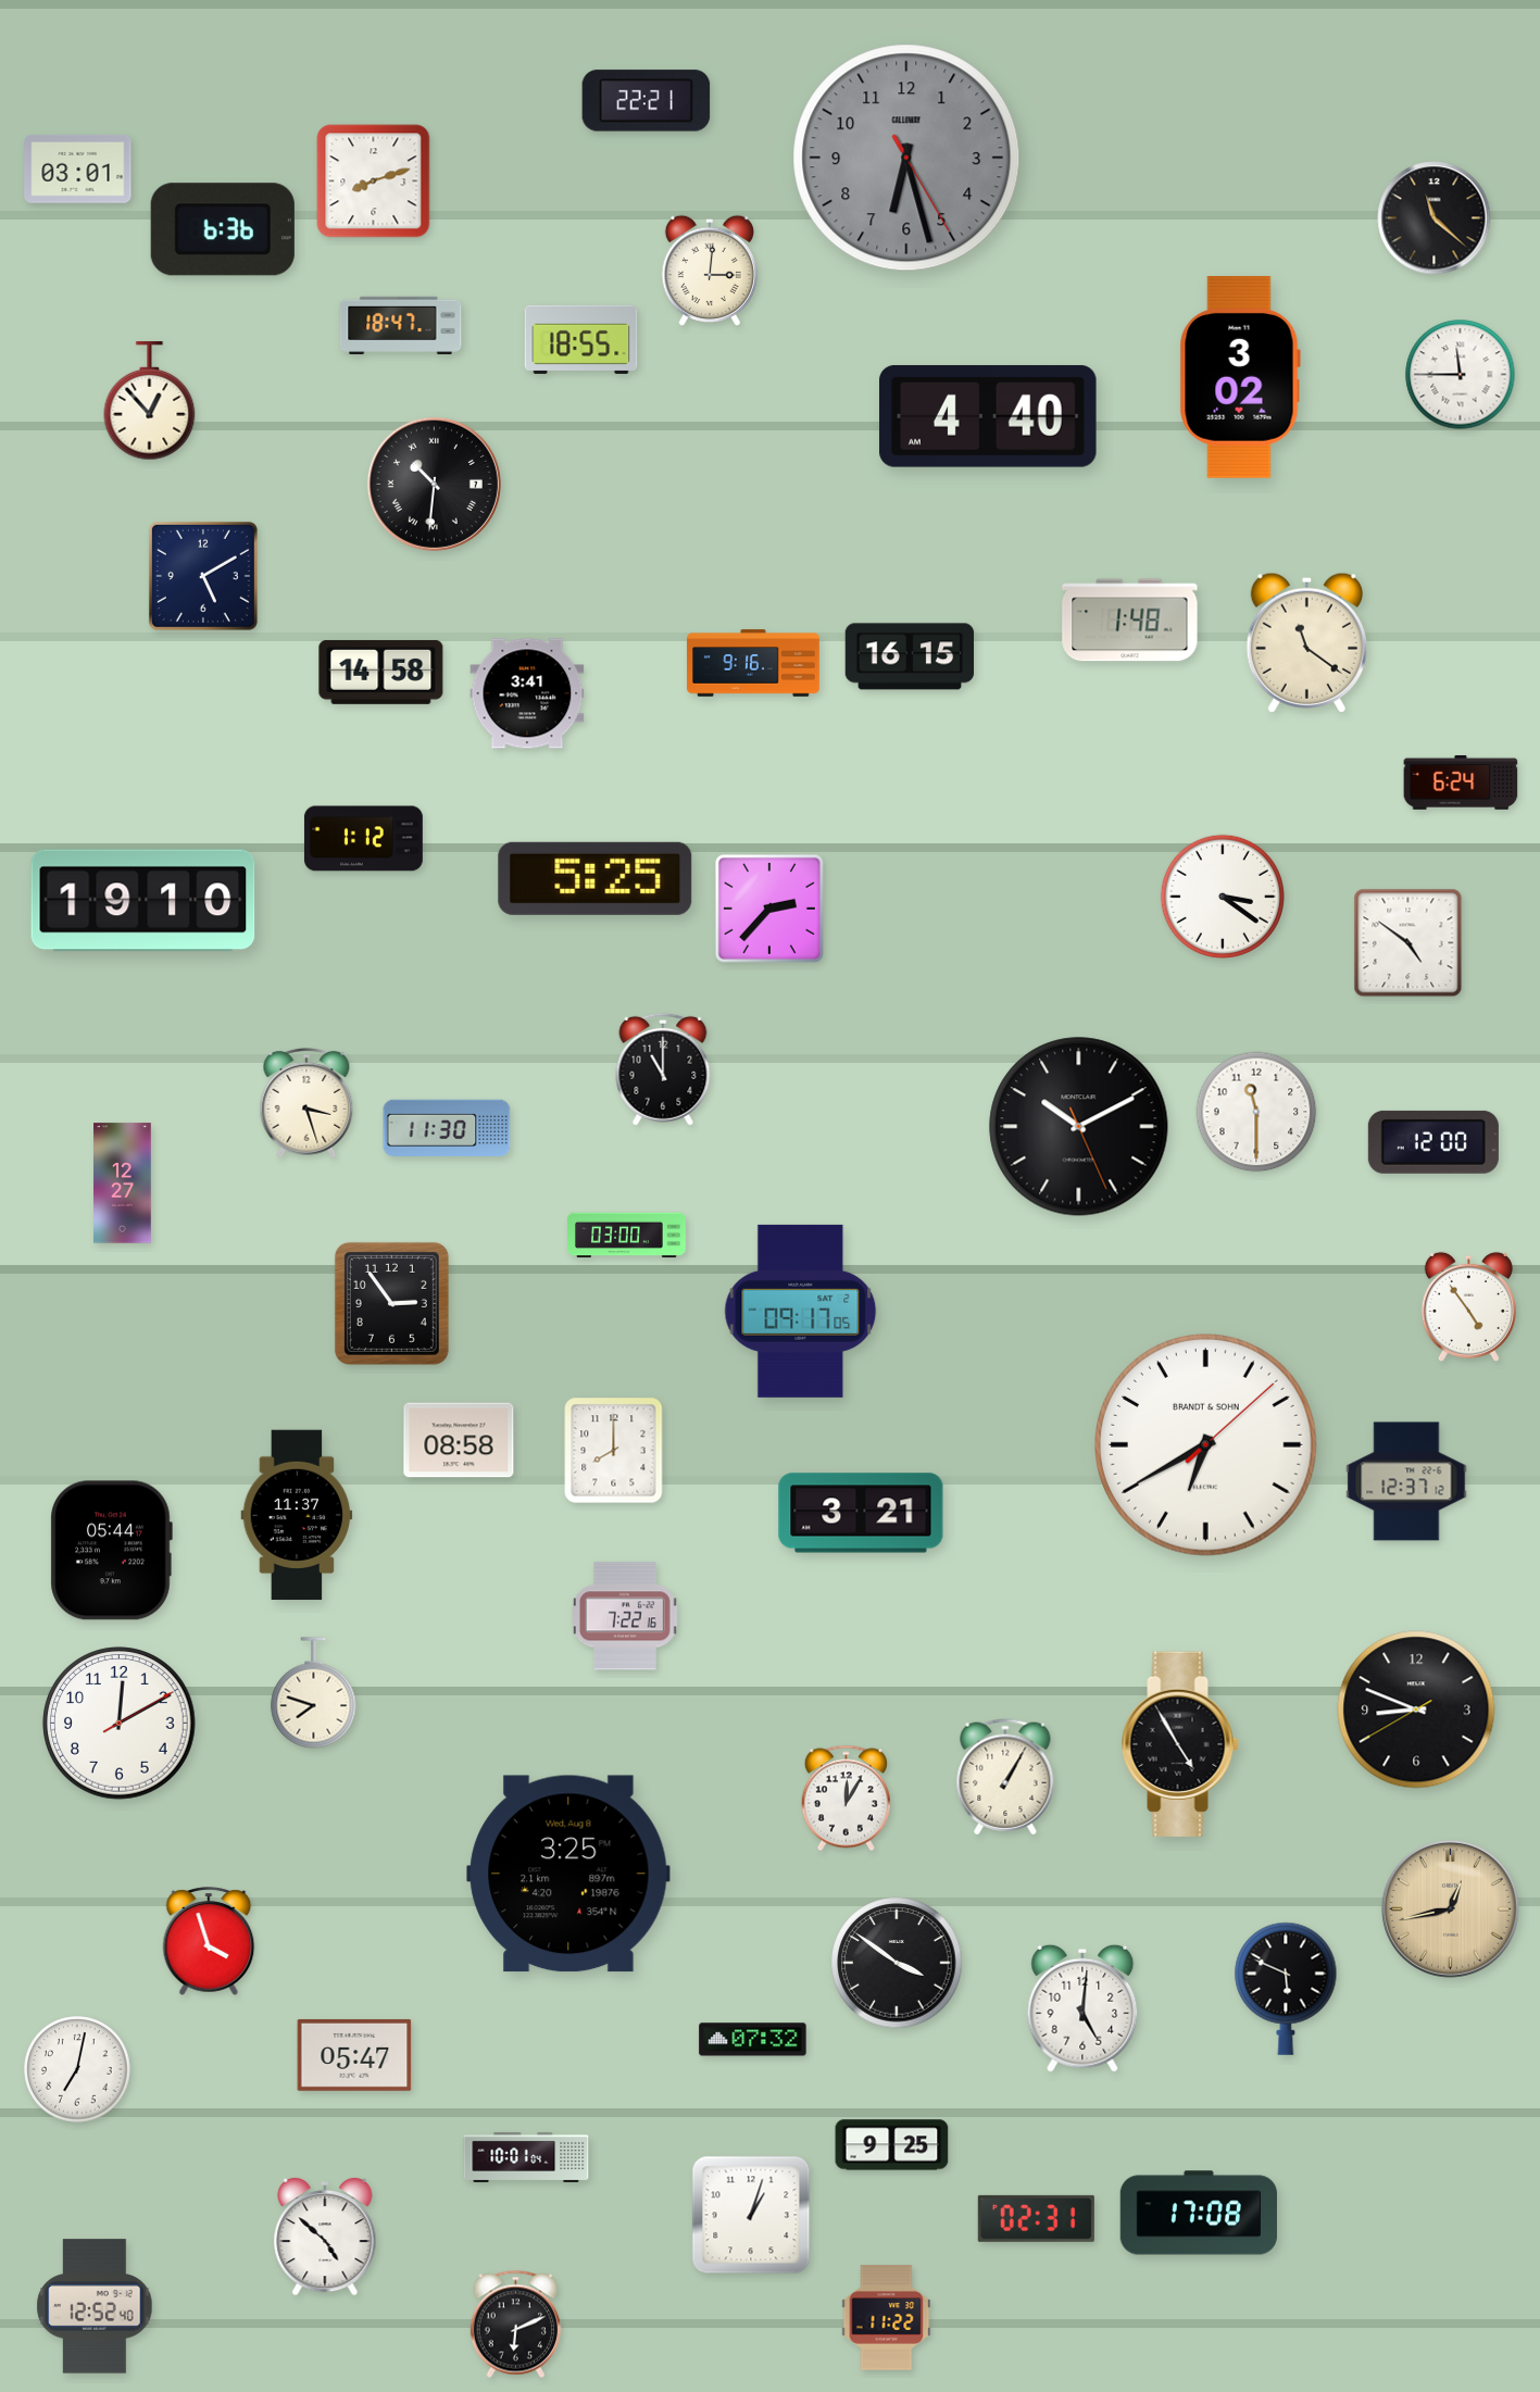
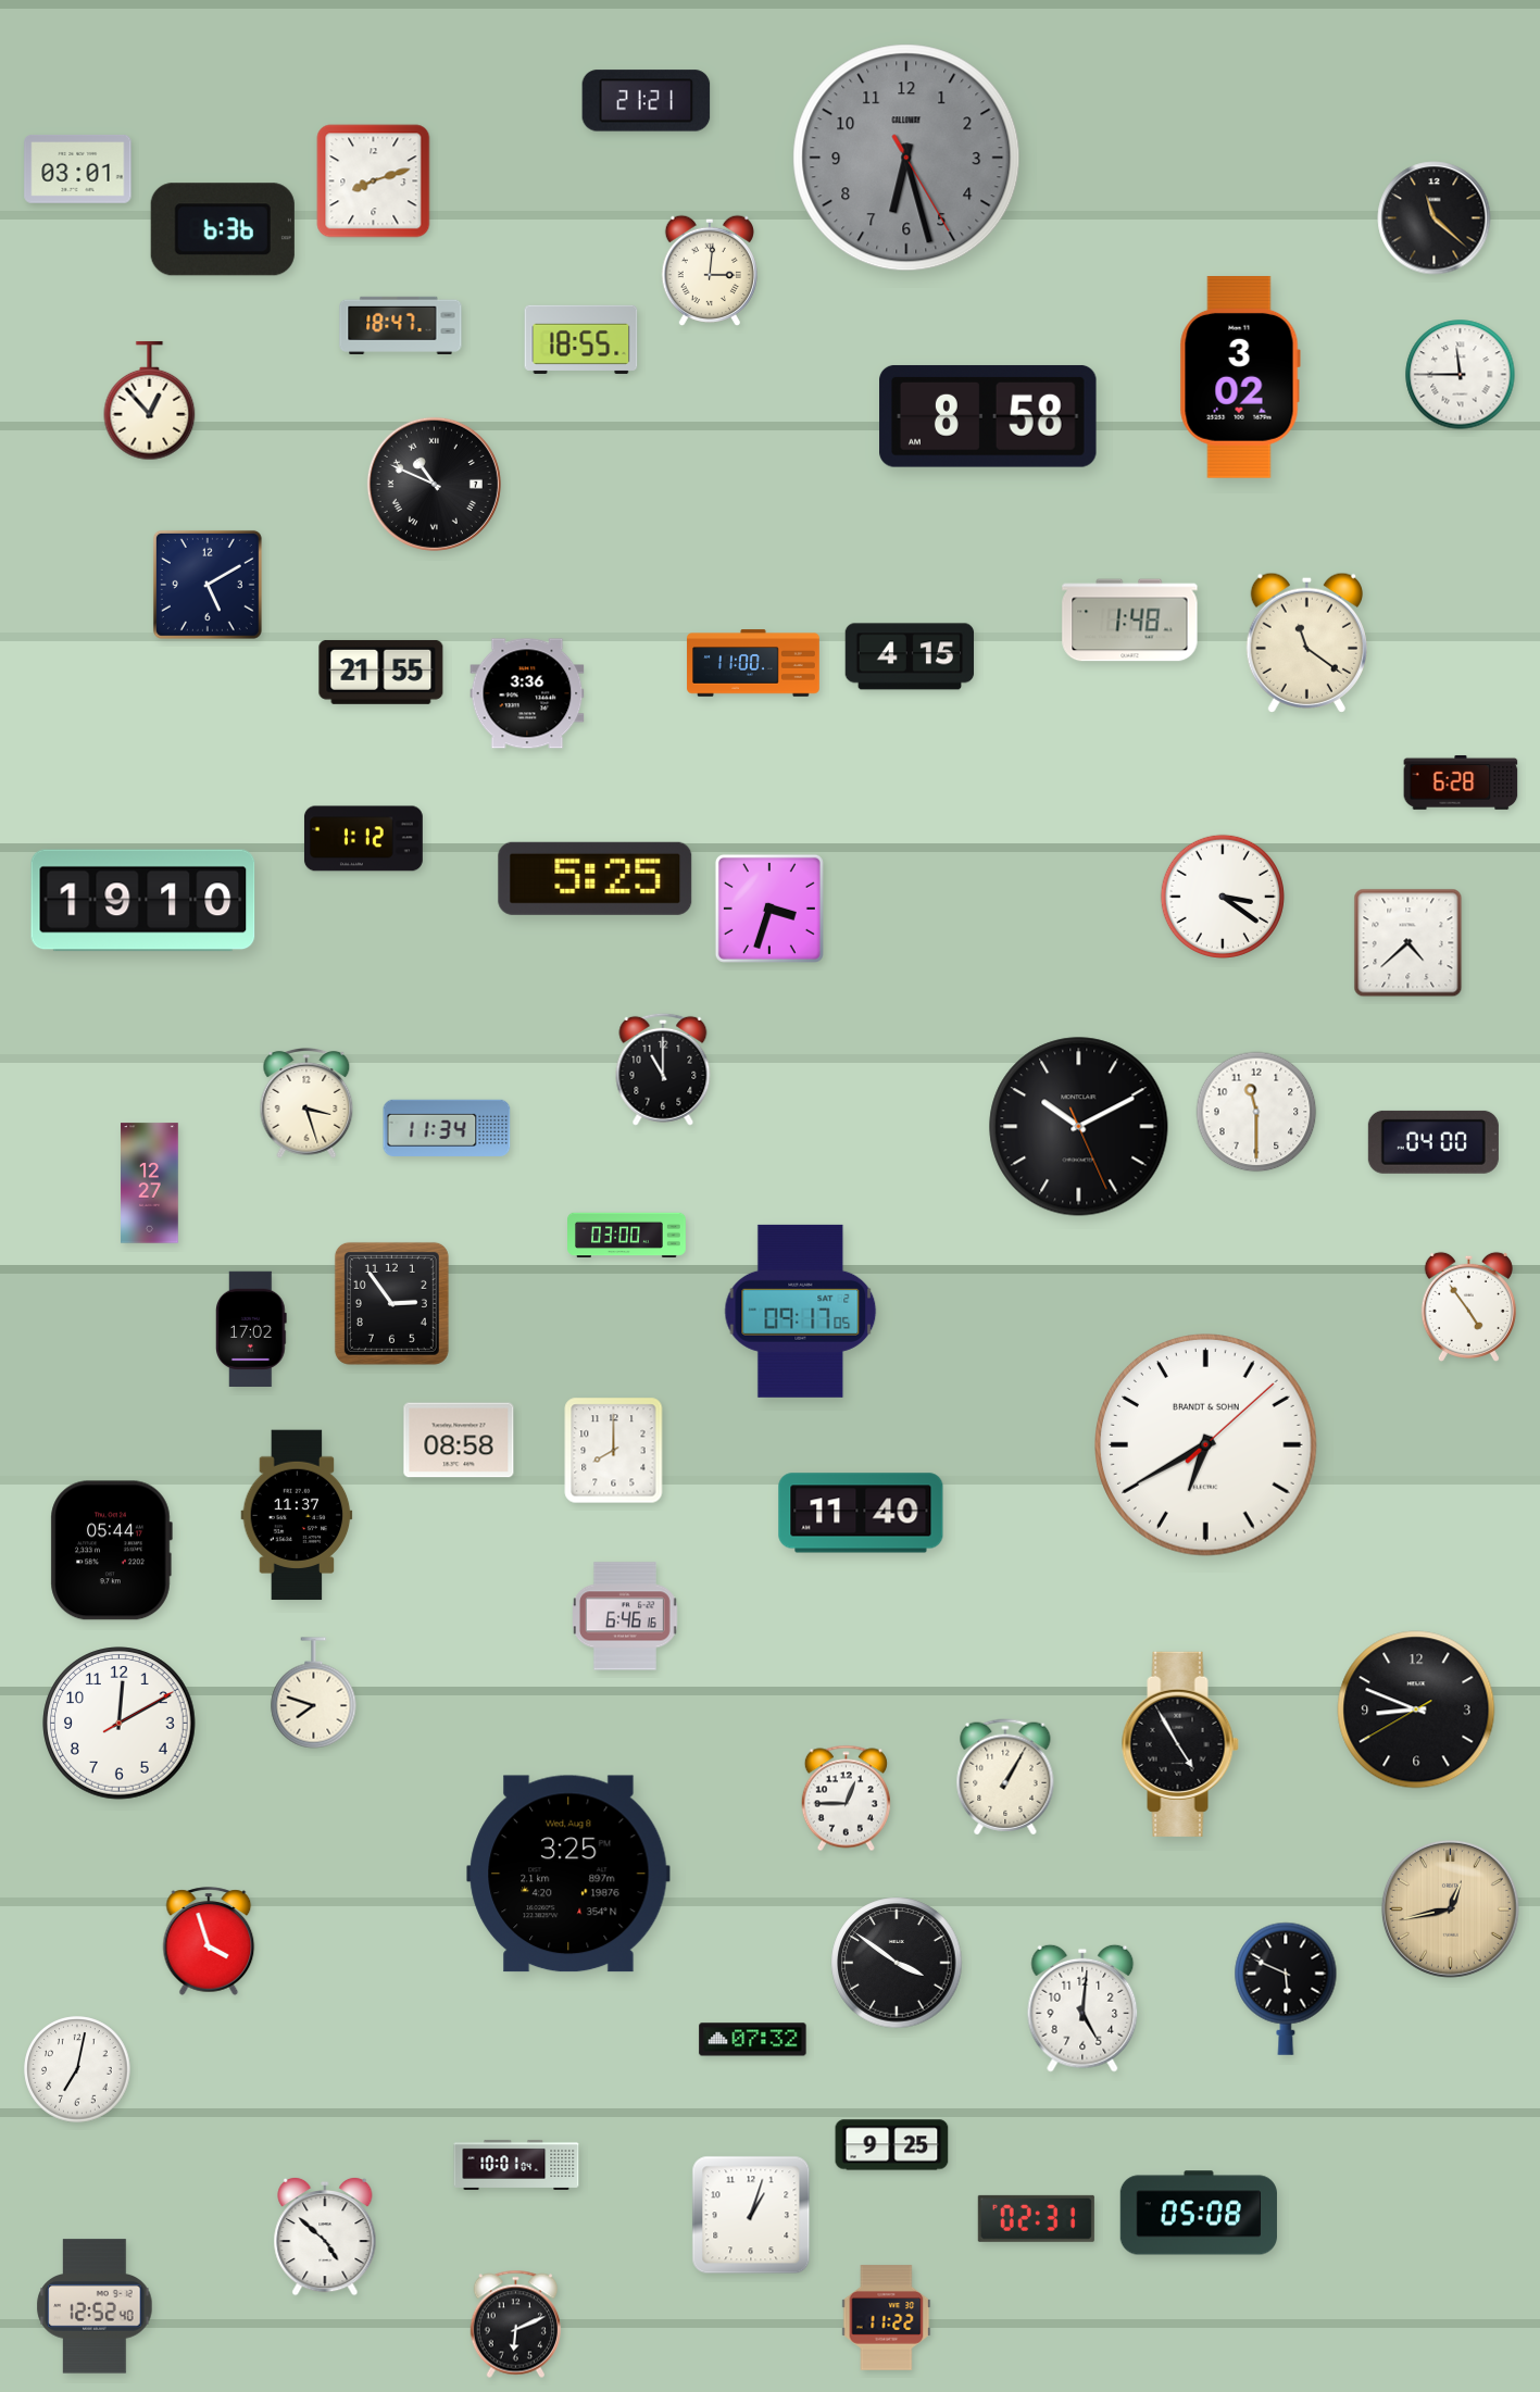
clock at (647, 101): 22:21 -> 21:21
clock at (988, 416): 4:40 -> 8:58
clock at (434, 484): 10:31 -> 10:49
clock at (203, 576) position: (203, 576) -> (208, 585)
clock at (910, 656): 16:15 -> 4:15
clock at (753, 663): 9:16 -> 11:00
clock at (381, 672): 14:58 -> 21:55
clock at (527, 693): 3:41 -> 3:36
clock at (1461, 782): 6:24 -> 6:28
clock at (769, 909): 2:37 -> 3:33
clock at (1408, 943): 4:51 -> 4:38
clock at (447, 1128): 11:30 -> 11:34
clock at (1433, 1142): 12:00 -> 04:00
clock at (123, 1184) position: (123, 1184) -> (150, 1184)
clock at (252, 1328): none -> 17:02
clock at (1406, 1481): 12:37 -> none
clock at (861, 1513): 3:21 -> 11:40
clock at (626, 1616): 7:22 -> 6:46
clock at (846, 1799): 12:05 -> 12:45
clock at (354, 2055): 05:47 -> none
clock at (526, 2157) position: (526, 2157) -> (516, 2165)
clock at (1199, 2213): 17:08 -> 05:08
